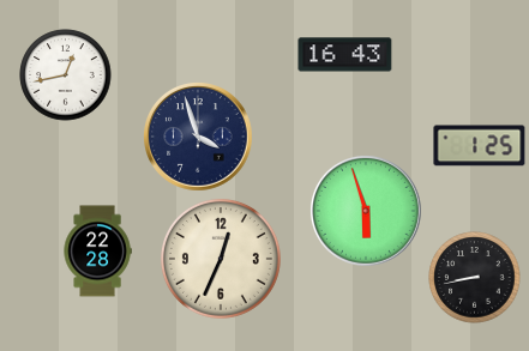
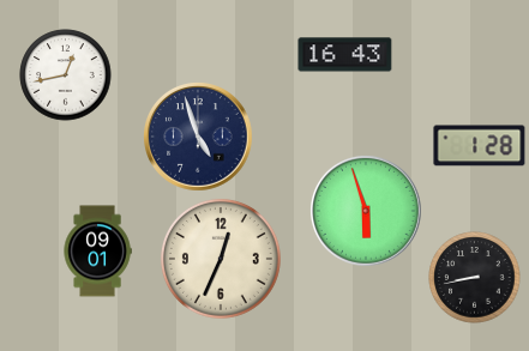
clock at (199, 138): 3:57 -> 4:57
clock at (480, 146): 1:25 -> 1:28
clock at (97, 252): 22:28 -> 09:01
